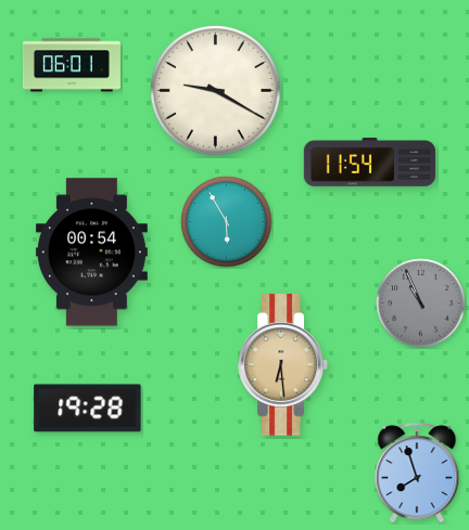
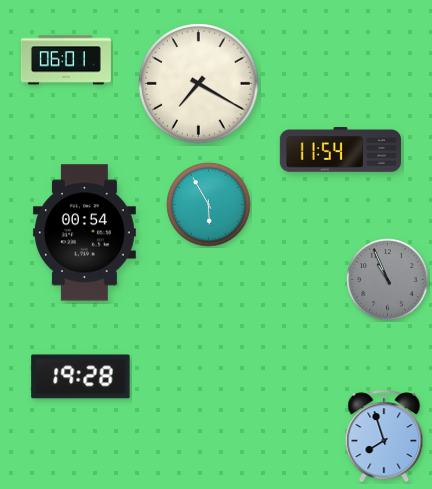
clock at (216, 91): 9:20 -> 7:20
clock at (283, 365): 6:29 -> none
